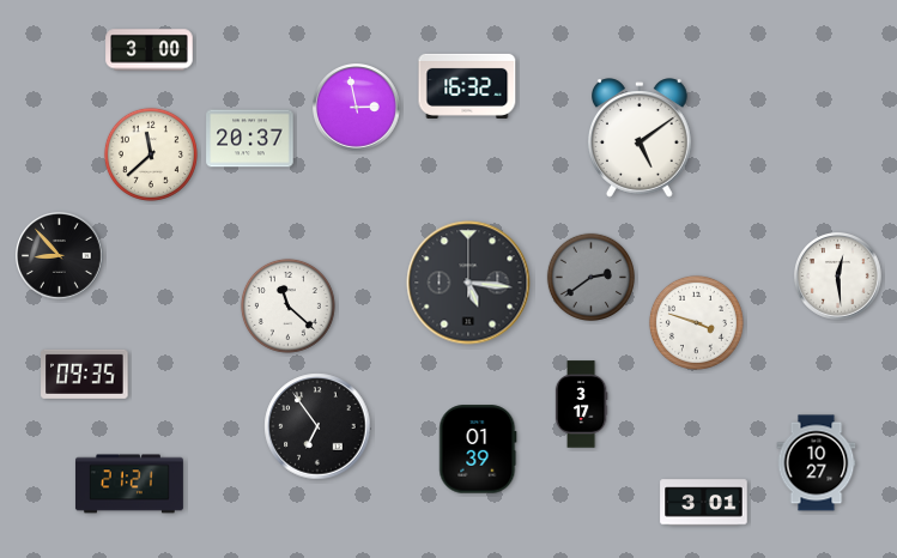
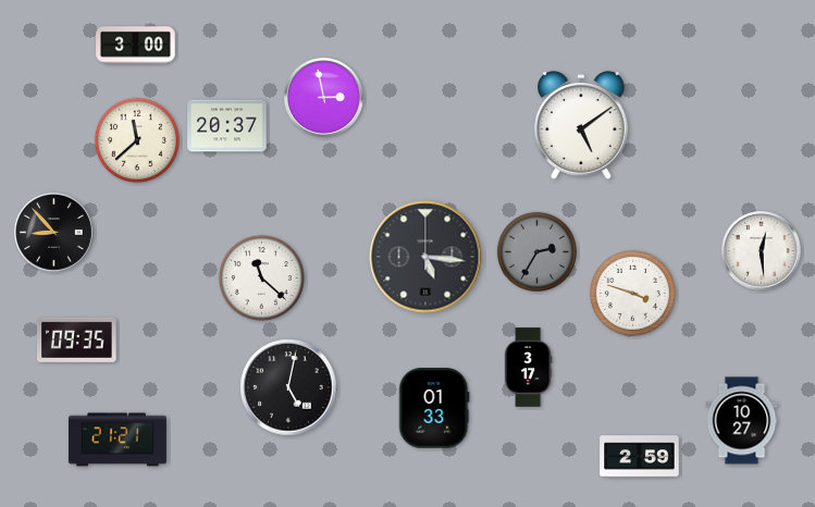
clock at (467, 86): 16:32 -> none
clock at (592, 277): 2:39 -> 2:35
clock at (317, 426): 6:54 -> 5:02
clock at (478, 449): 01:39 -> 01:33
clock at (704, 503): 3:01 -> 2:59
